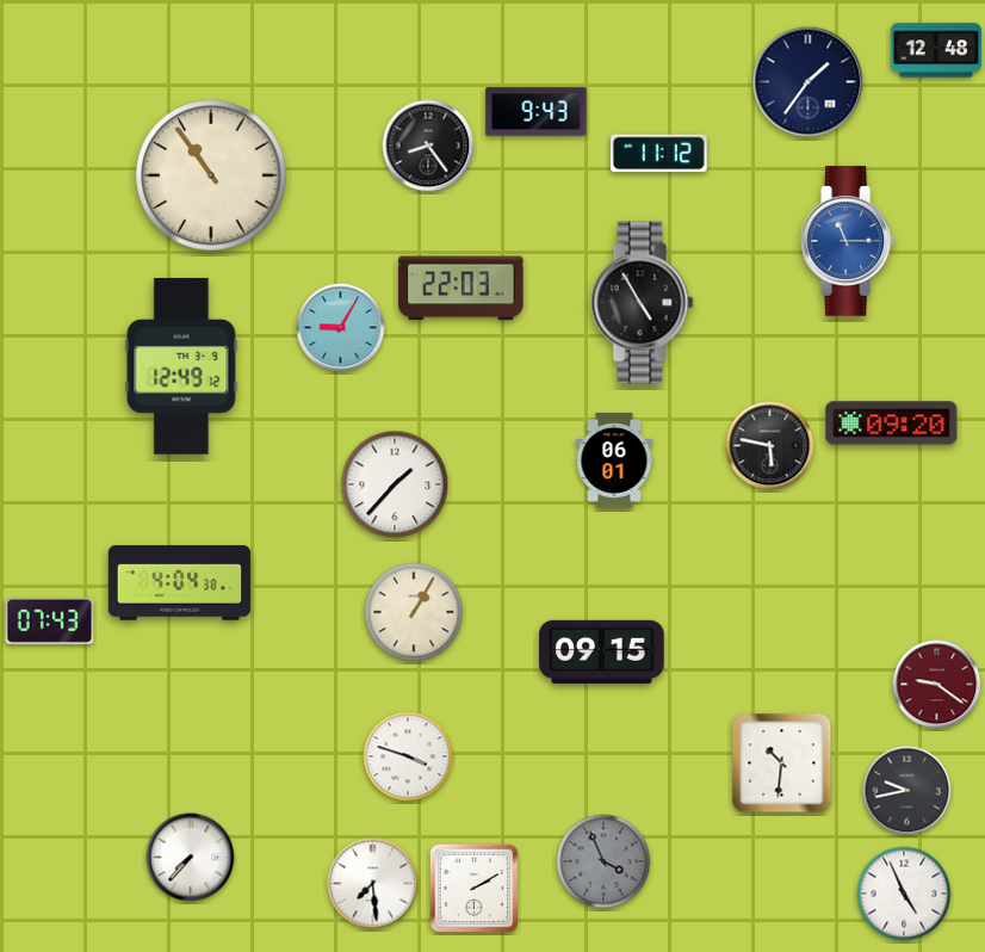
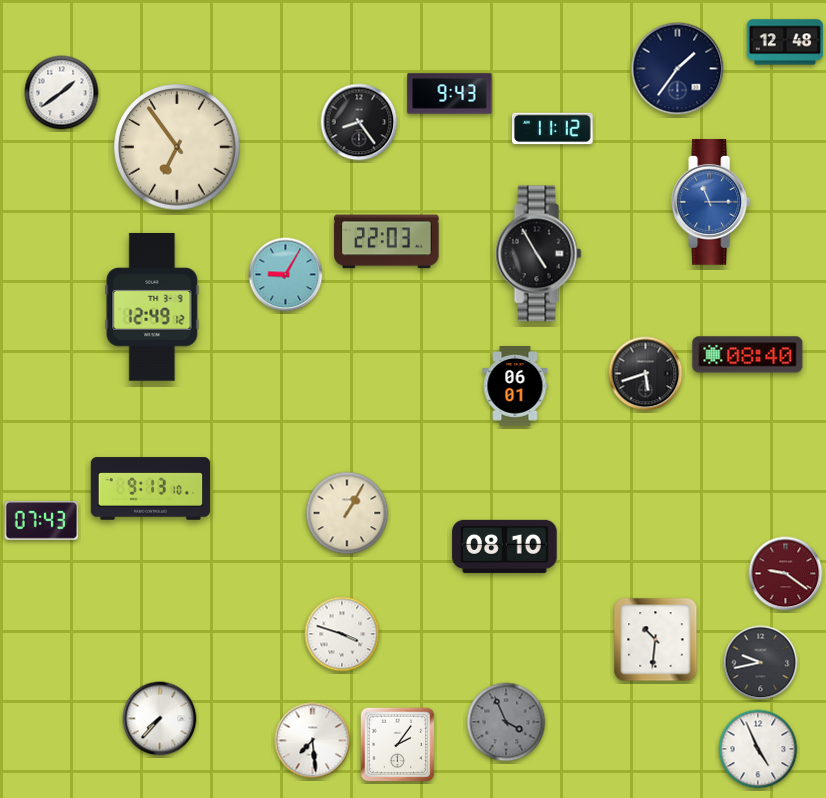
clock at (62, 93): none -> 1:39
clock at (211, 175): 10:54 -> 6:54
clock at (892, 424): 09:20 -> 08:40
clock at (770, 446): 5:47 -> 5:42
clock at (395, 484): 1:37 -> none
clock at (180, 583): 4:04 -> 9:13
clock at (602, 651): 09:15 -> 08:10
clock at (475, 889): 2:10 -> 2:06
